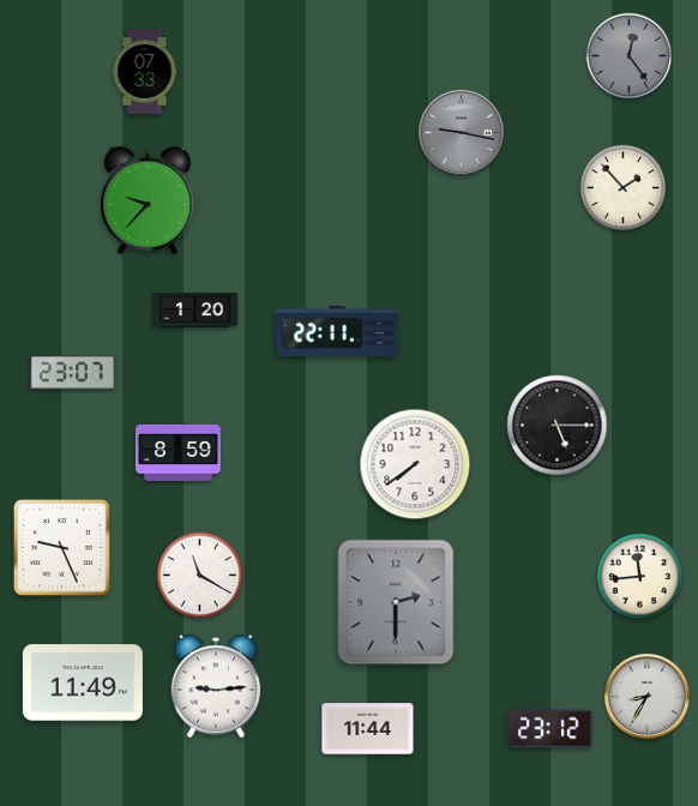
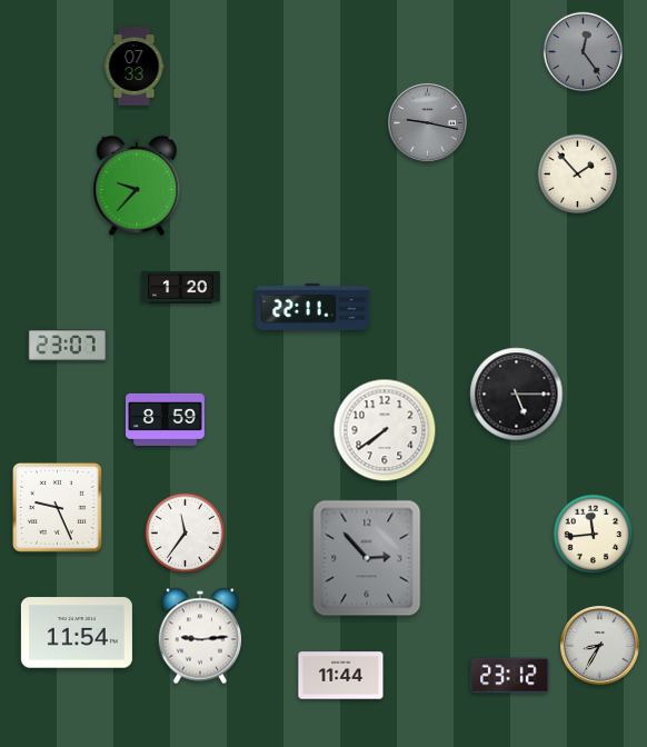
clock at (200, 576): 11:20 -> 11:36
clock at (396, 602): 2:30 -> 2:53
clock at (83, 682): 11:49 -> 11:54
